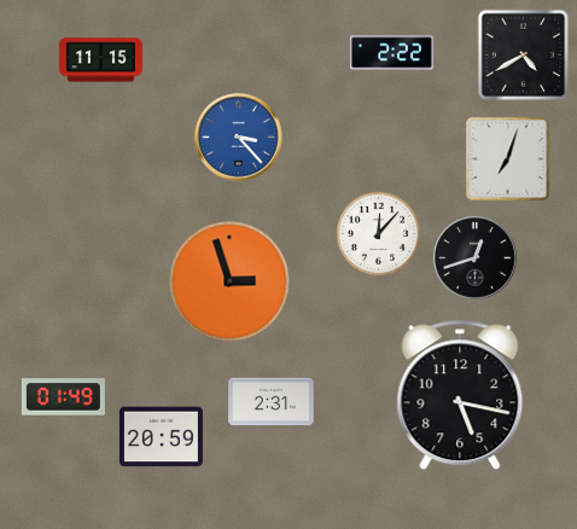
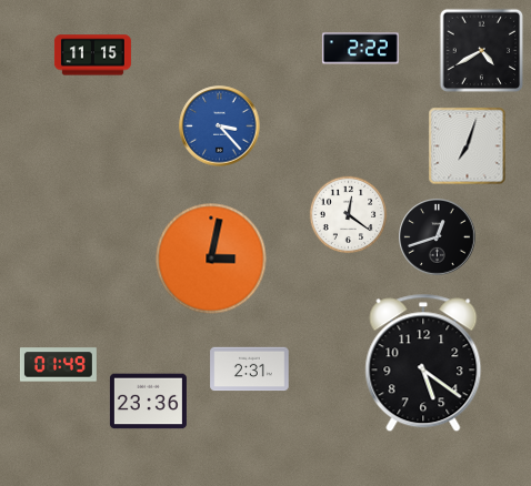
clock at (379, 234): 12:07 -> 12:21
clock at (229, 281): 2:57 -> 3:02
clock at (460, 395): 5:17 -> 5:21
clock at (161, 437): 20:59 -> 23:36
